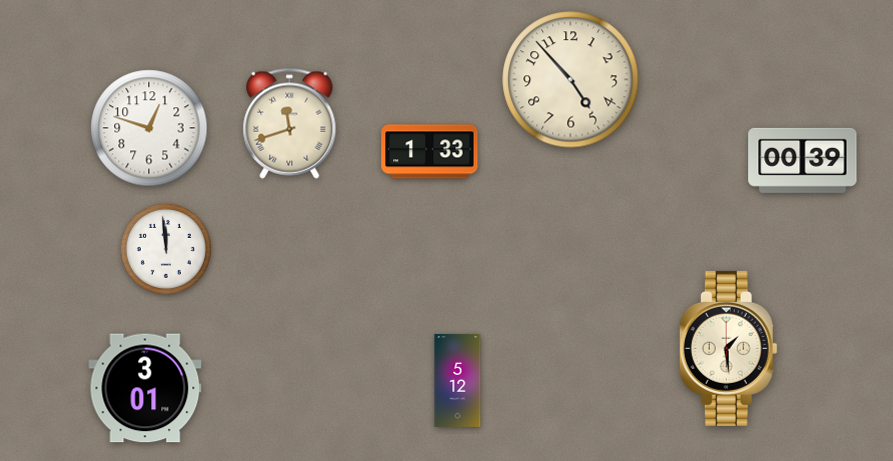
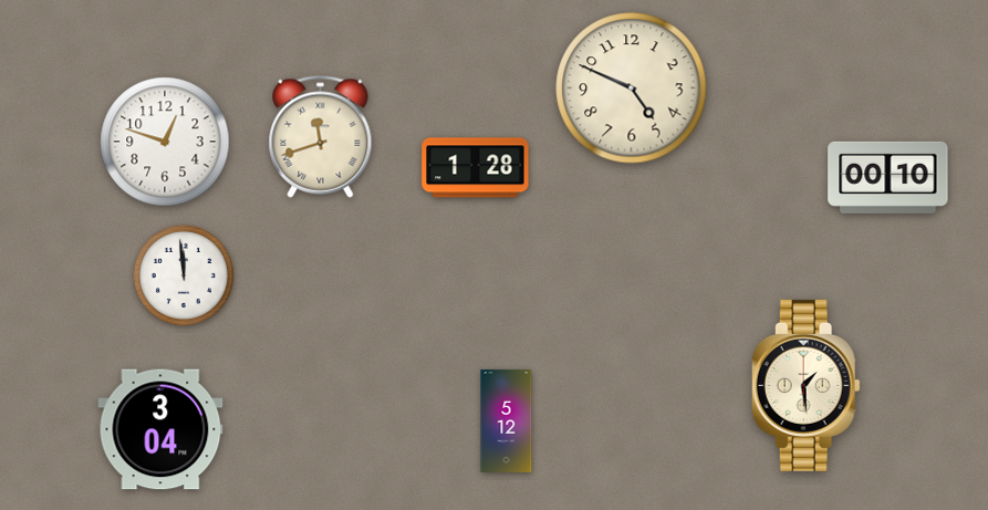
clock at (571, 80): 4:53 -> 4:49
clock at (430, 152): 1:33 -> 1:28
clock at (803, 160): 00:39 -> 00:10
clock at (145, 388): 3:01 -> 3:04
